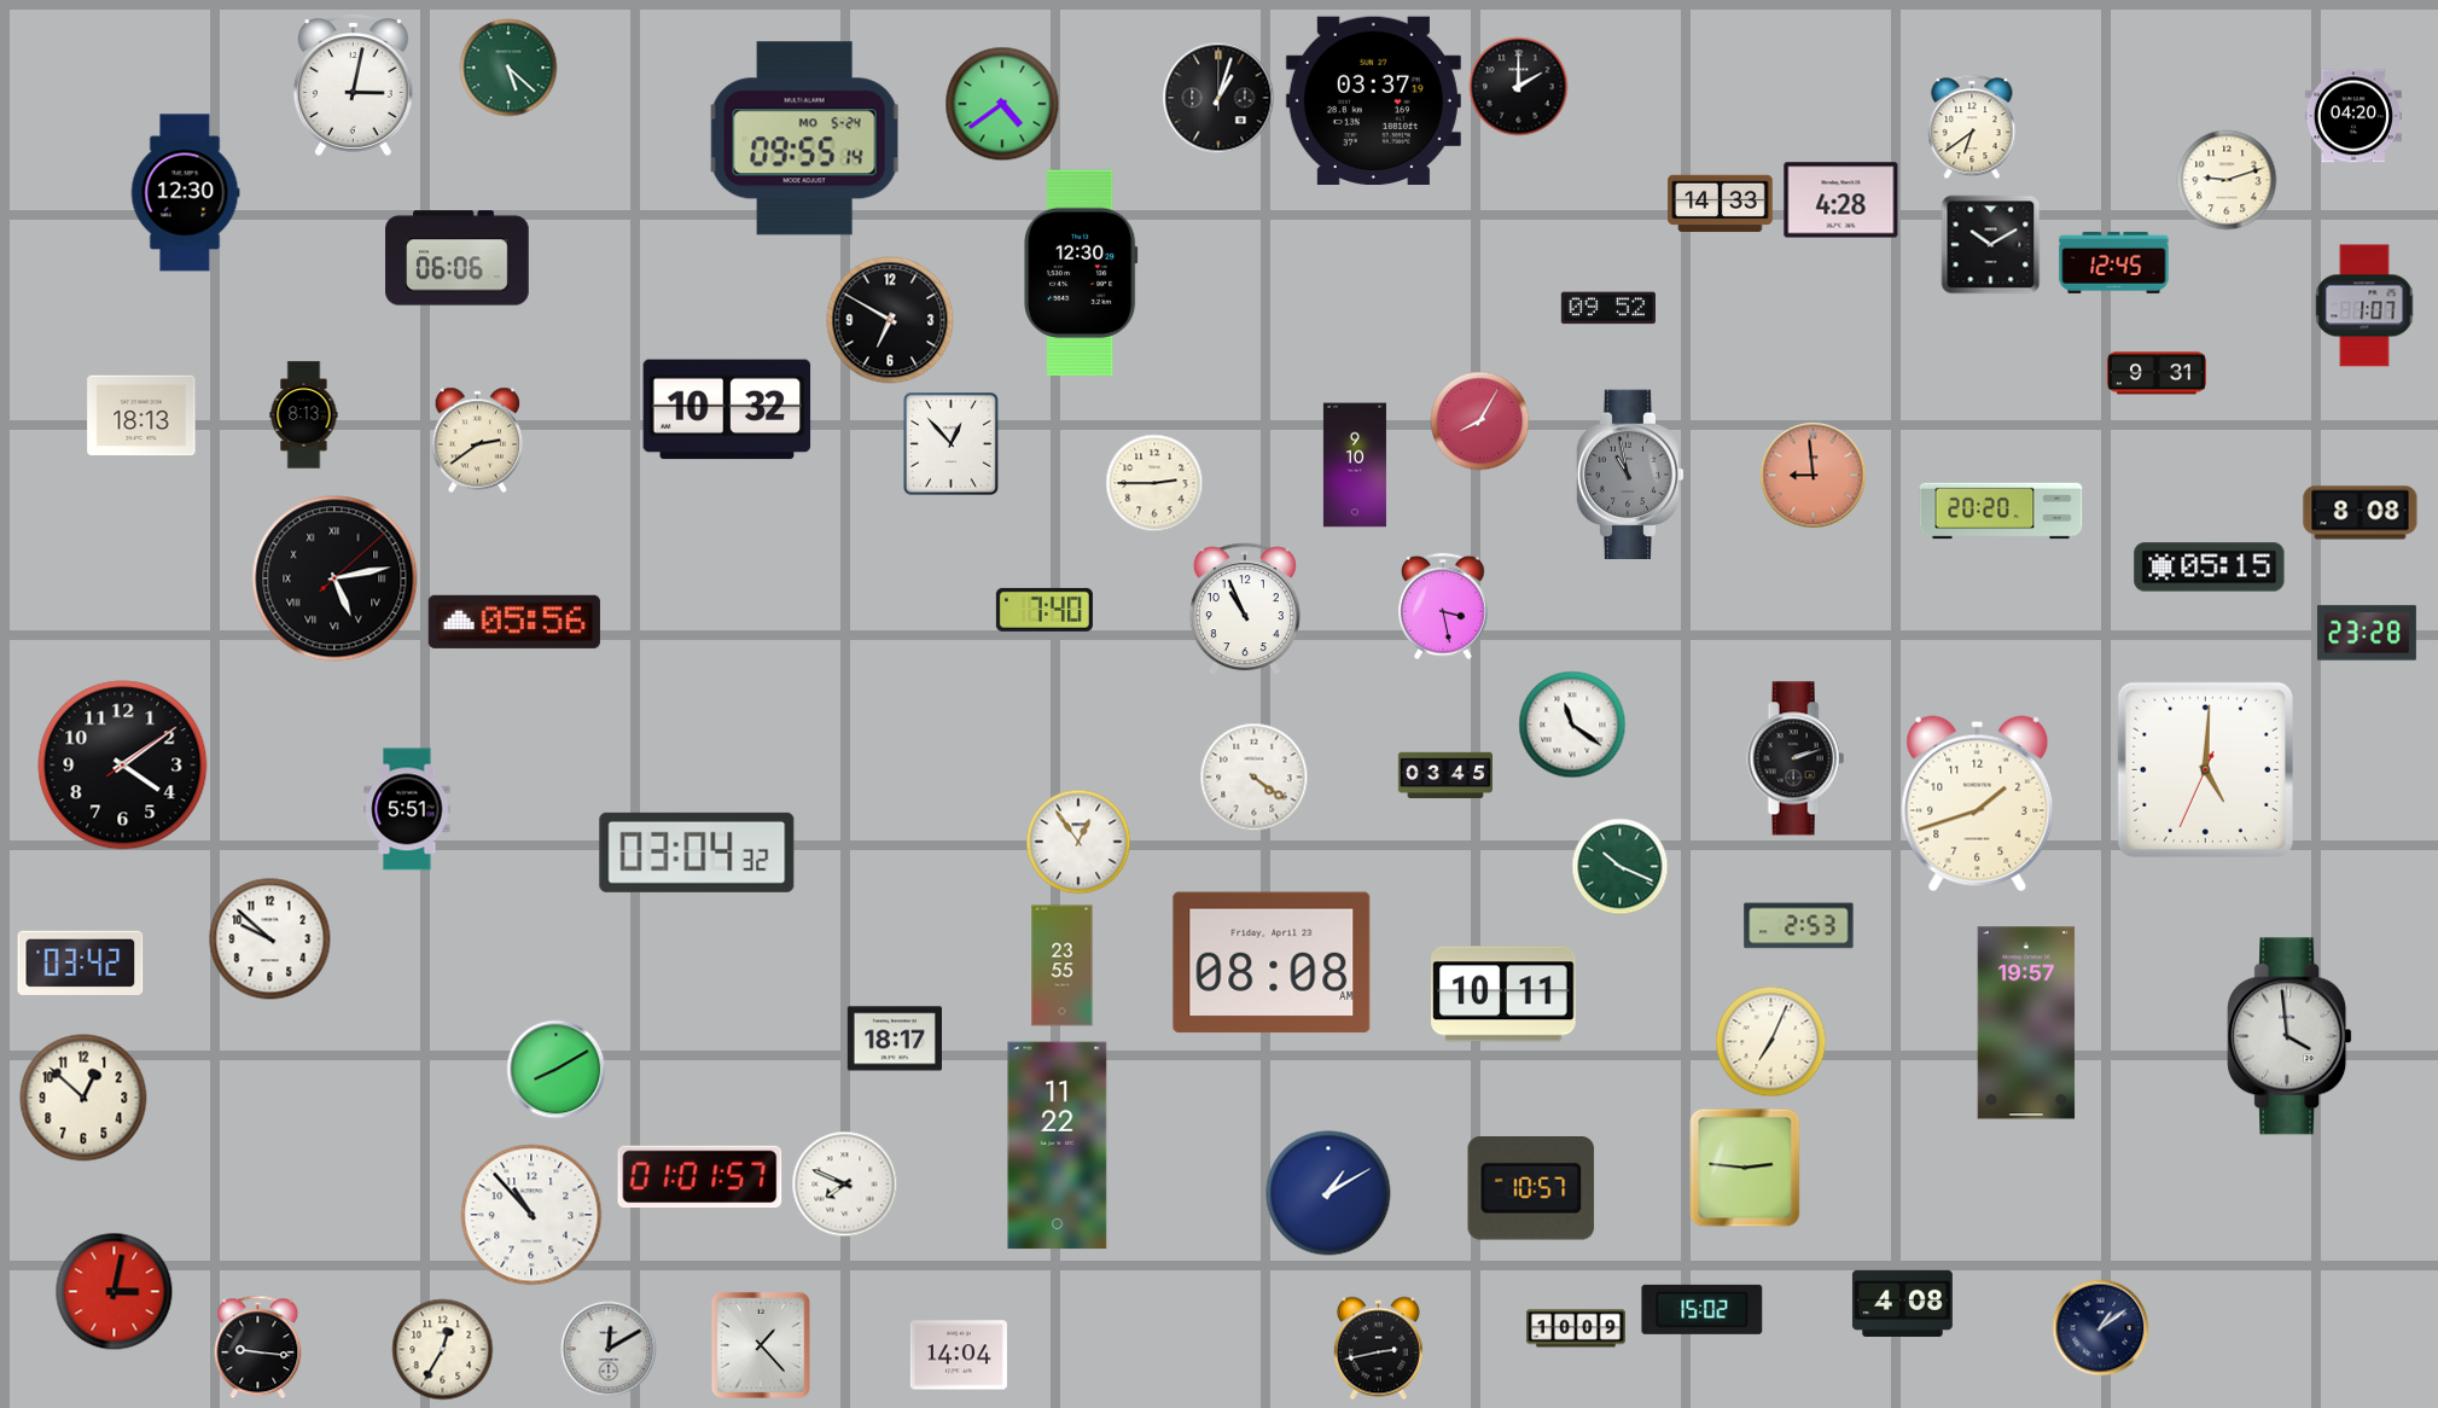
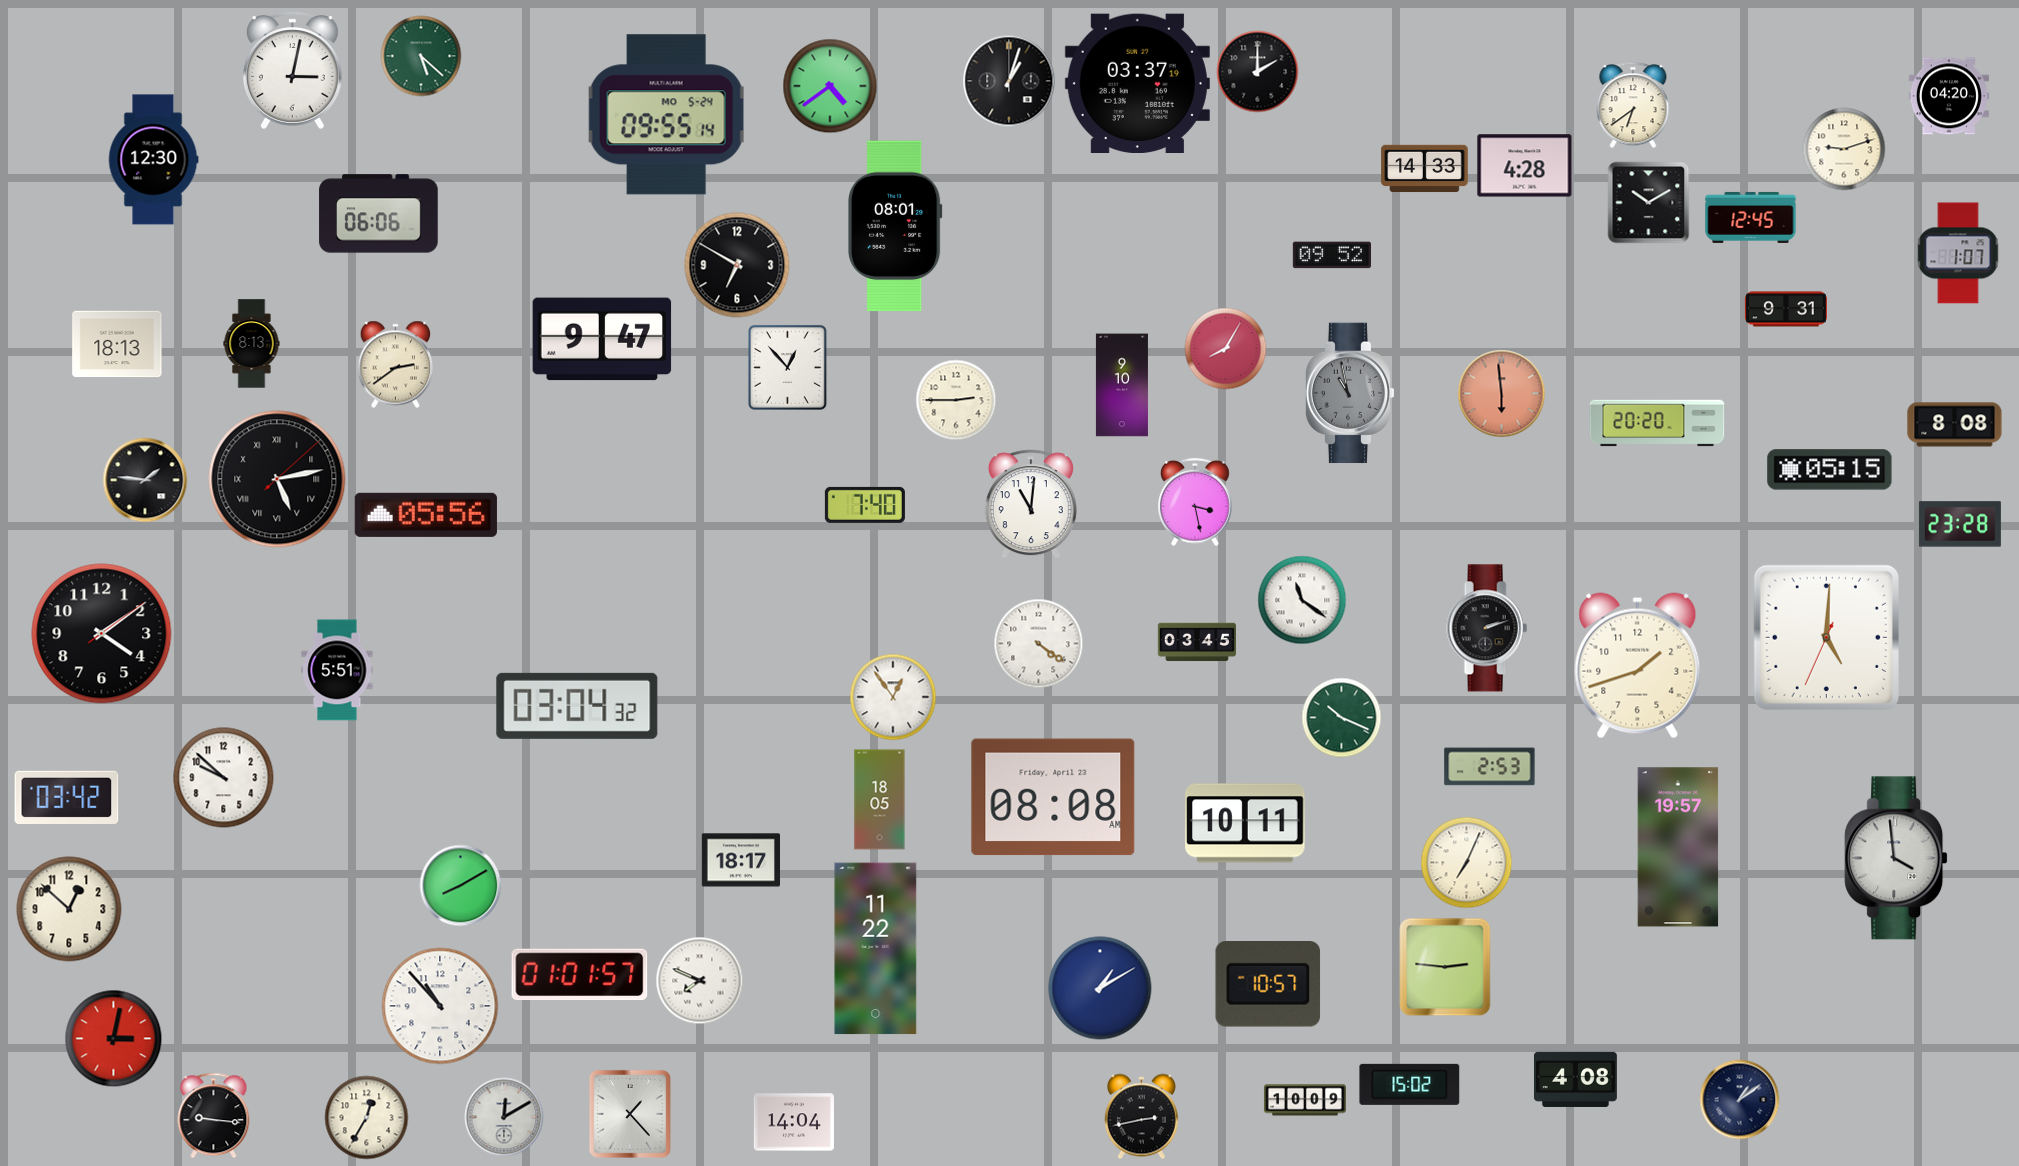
clock at (1081, 273): 12:30 -> 08:01
clock at (727, 409): 10:32 -> 9:47
clock at (1814, 476): 8:59 -> 5:59
clock at (145, 480): none -> 1:46
clock at (1245, 609): 10:56 -> 11:01
clock at (1063, 966): 23:55 -> 18:05
clock at (115, 1292) position: (115, 1292) -> (114, 1039)
